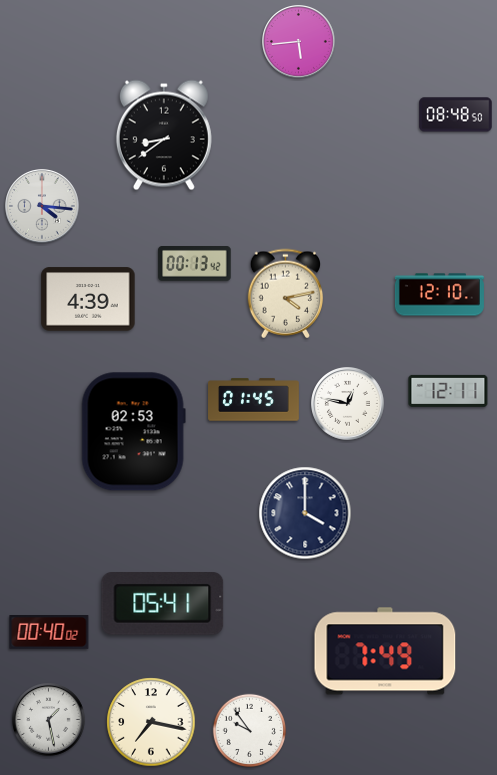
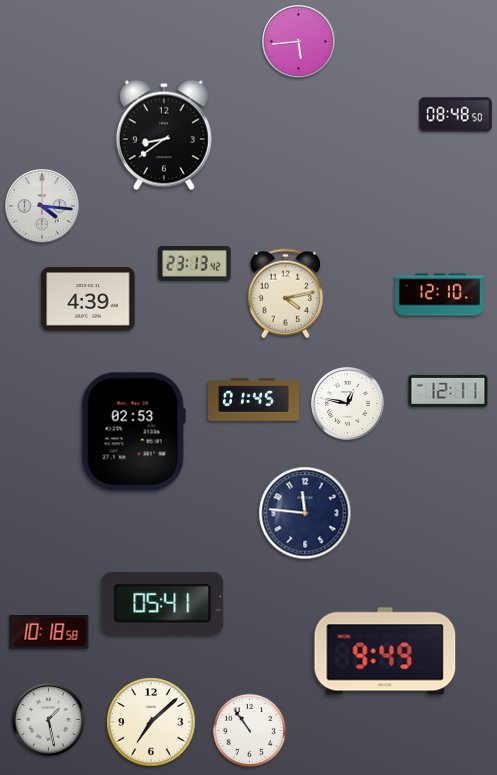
clock at (195, 264): 00:13 -> 23:13
clock at (305, 513): 4:00 -> 11:46
clock at (49, 632): 00:40 -> 10:18
clock at (385, 651): 7:49 -> 9:49
clock at (151, 722): 7:17 -> 7:08
clock at (249, 730): 9:54 -> 10:54
